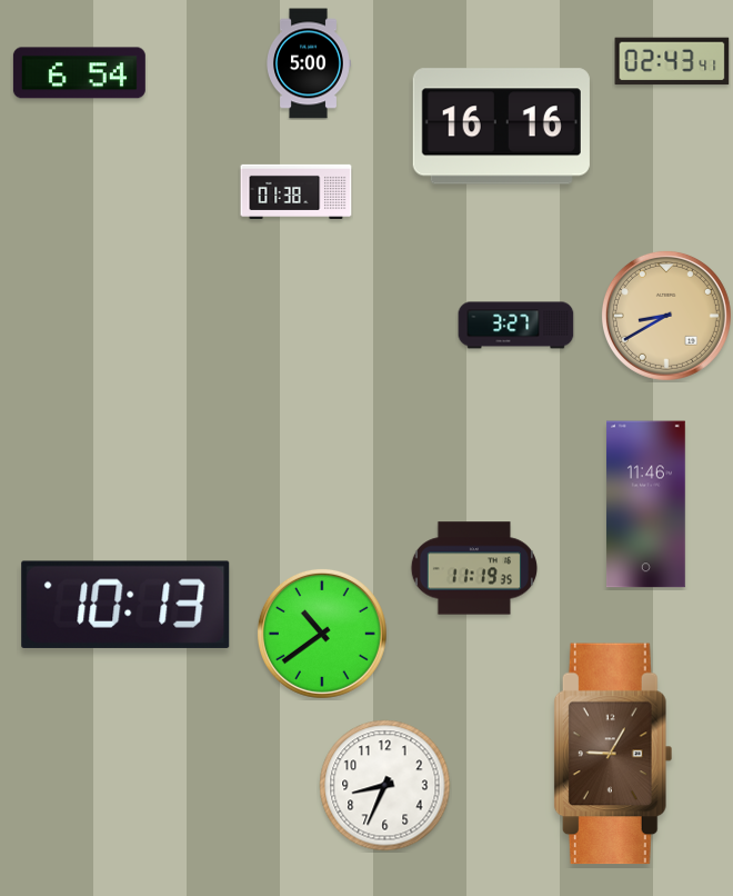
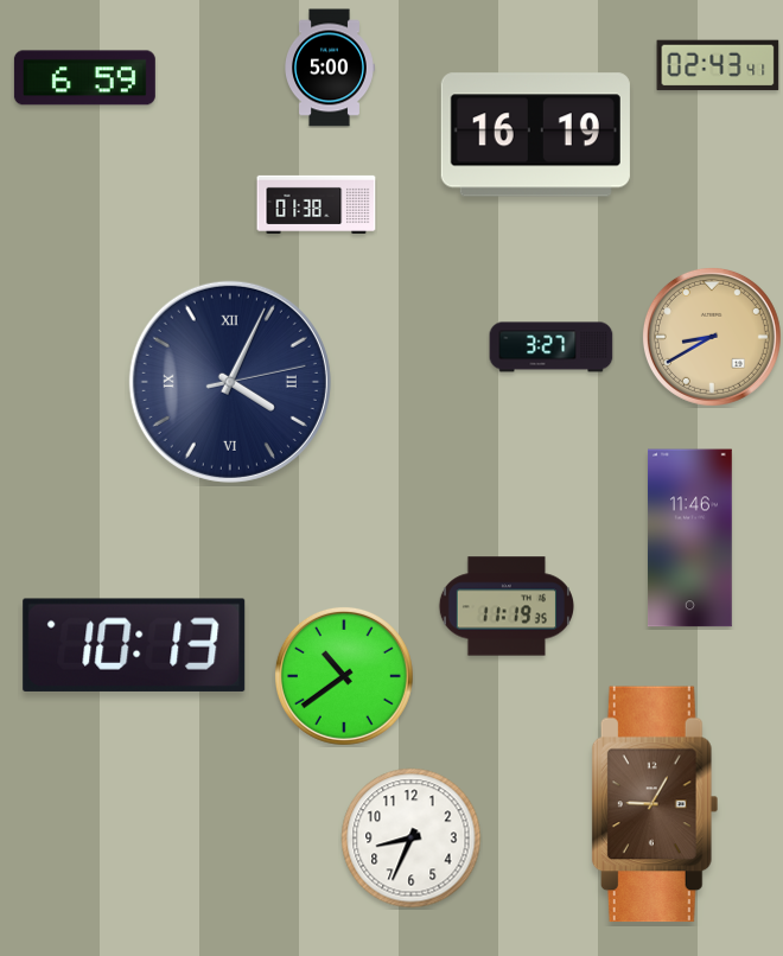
clock at (79, 73): 6:54 -> 6:59
clock at (501, 127): 16:16 -> 16:19
clock at (230, 382): none -> 4:04
